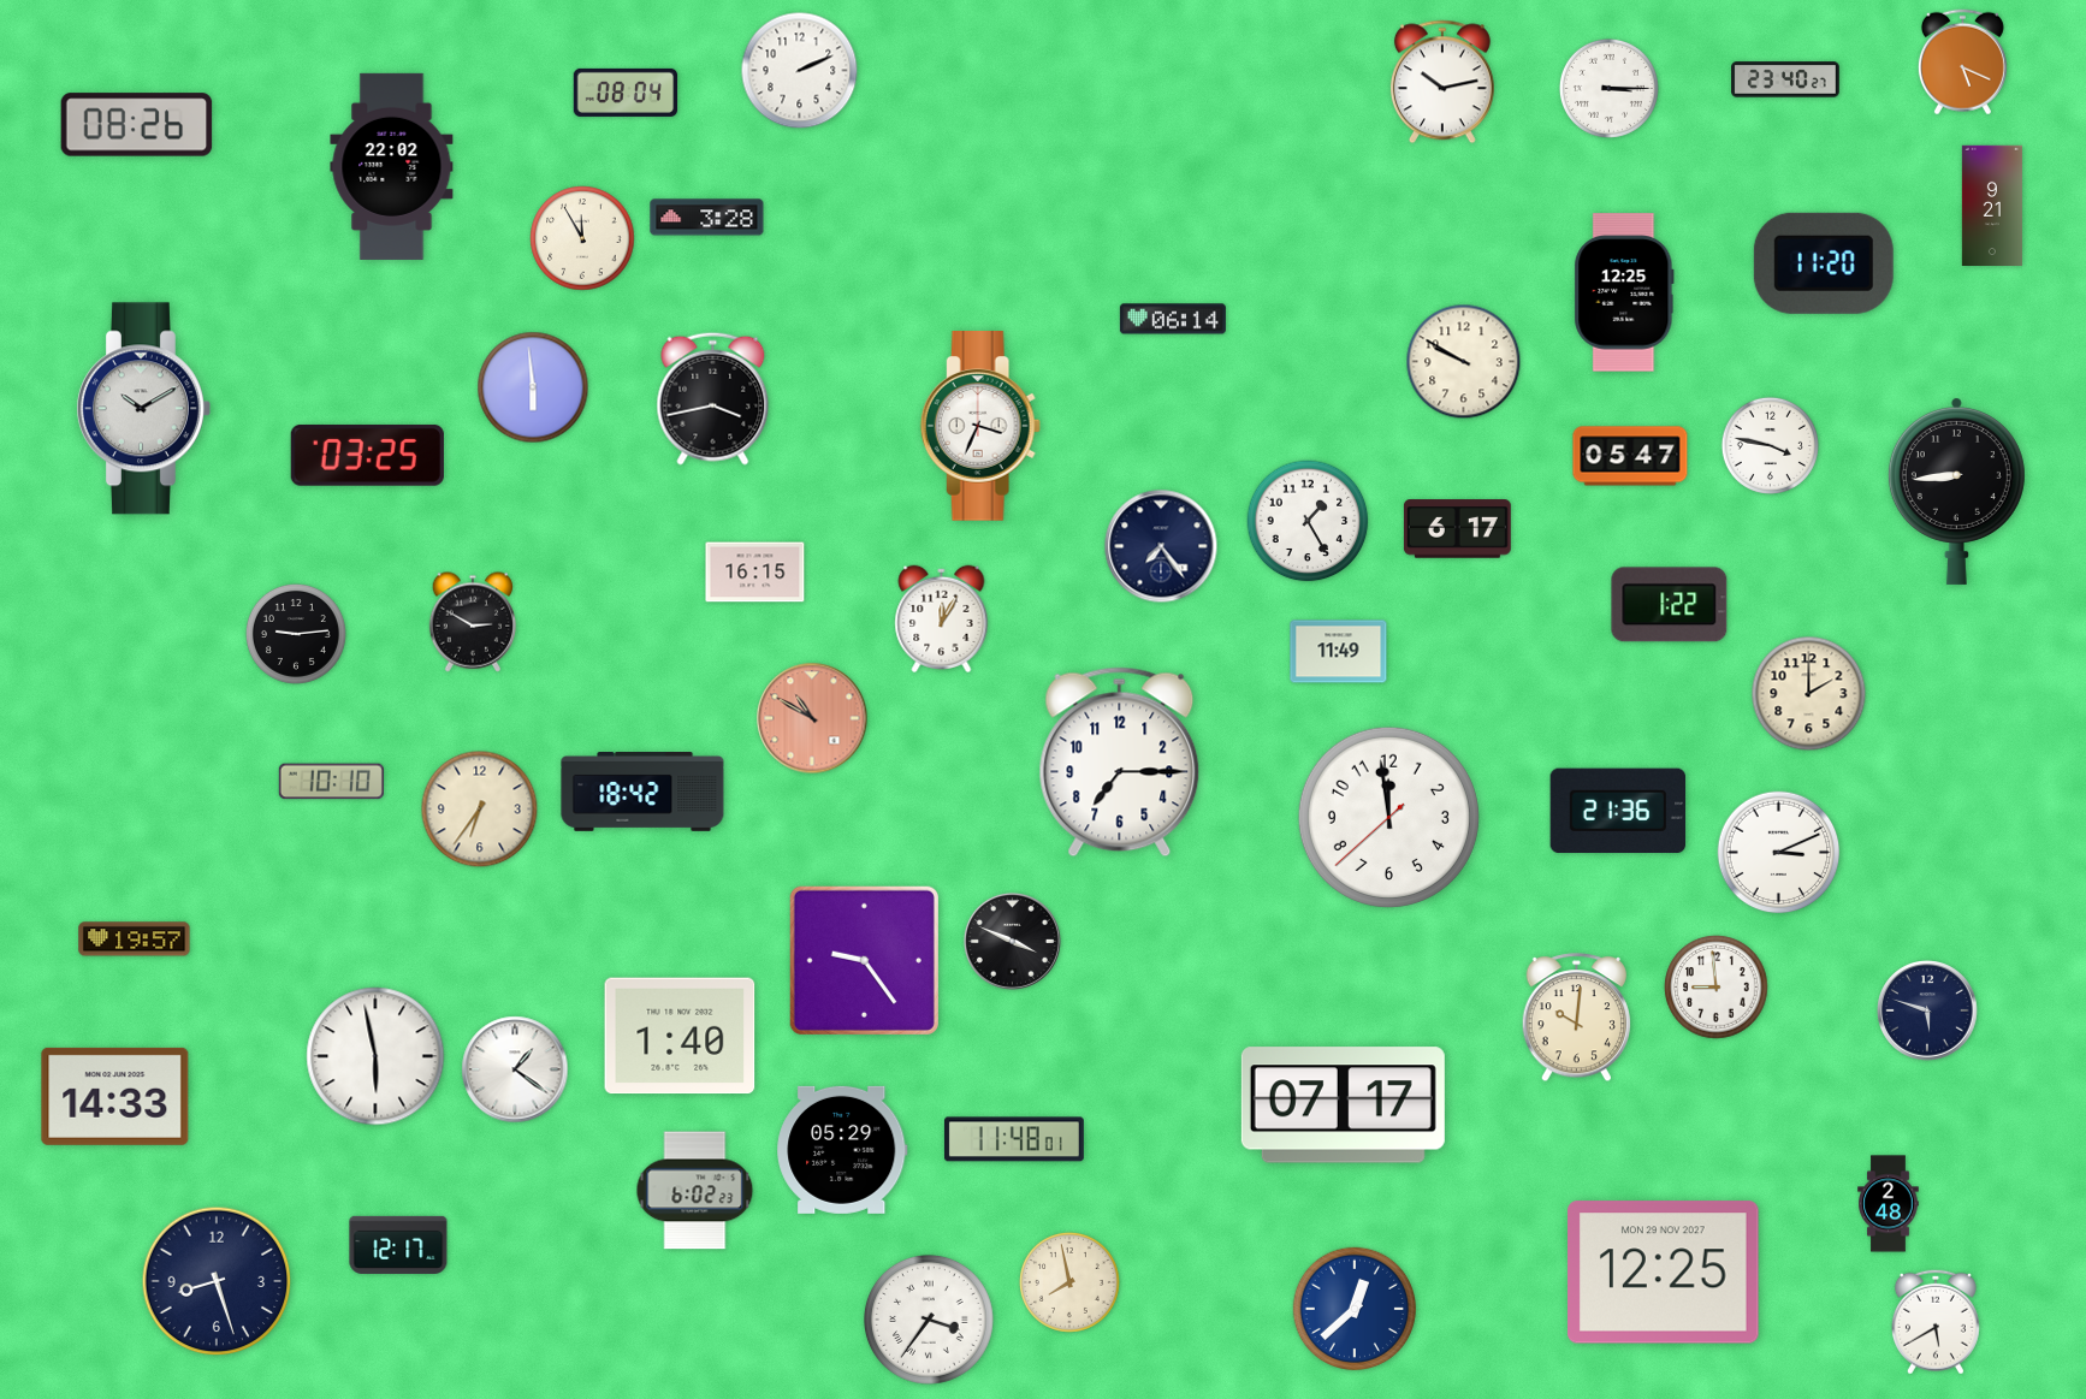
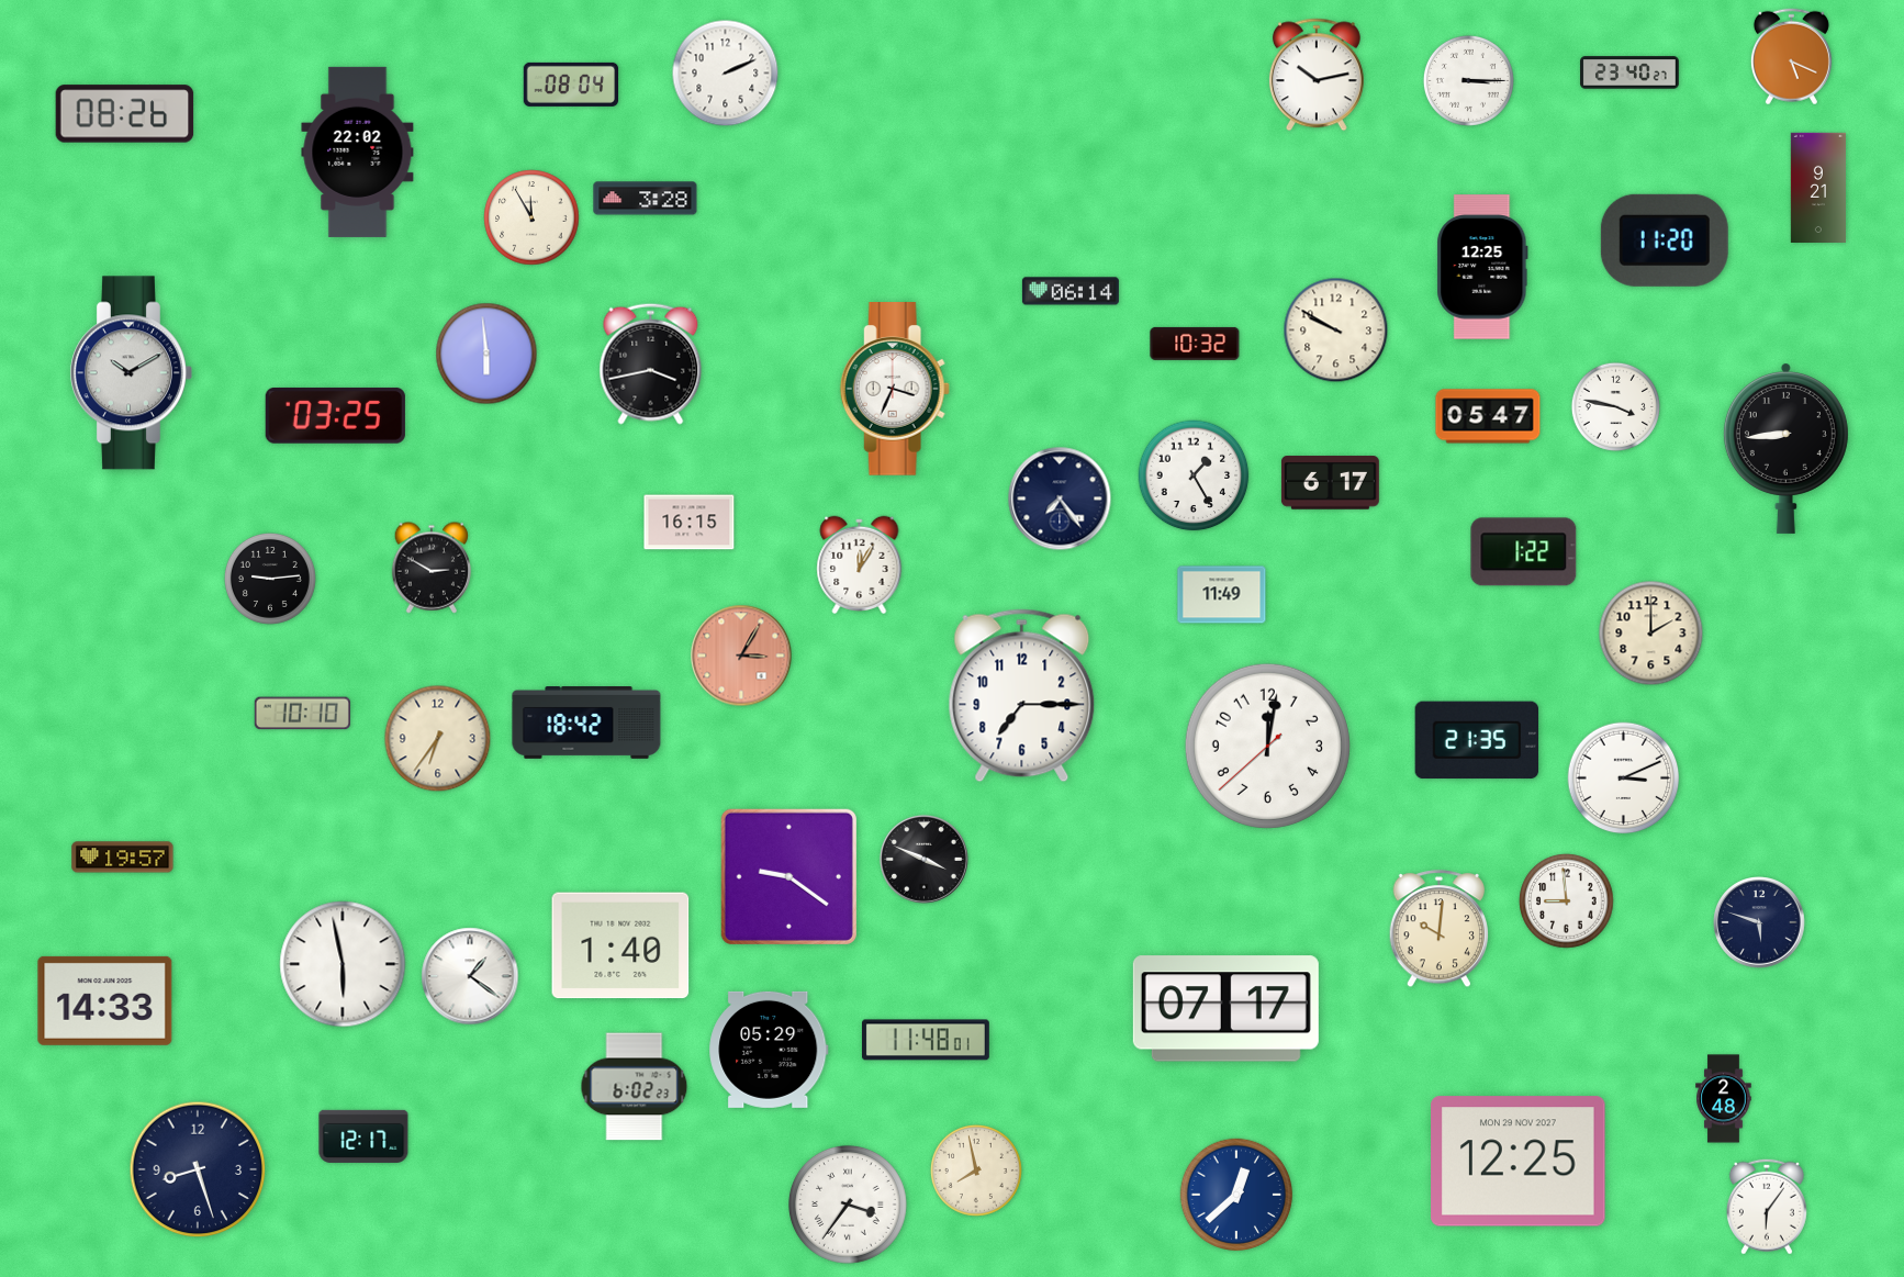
clock at (800, 71) position: (800, 71) -> (726, 74)
clock at (1195, 344): none -> 10:32
clock at (812, 718): 10:50 -> 3:05
clock at (1618, 811): 21:36 -> 21:35
clock at (1388, 817): 11:58 -> 12:01
clock at (864, 960): 9:24 -> 9:21
clock at (1936, 1322): 5:40 -> 6:06
